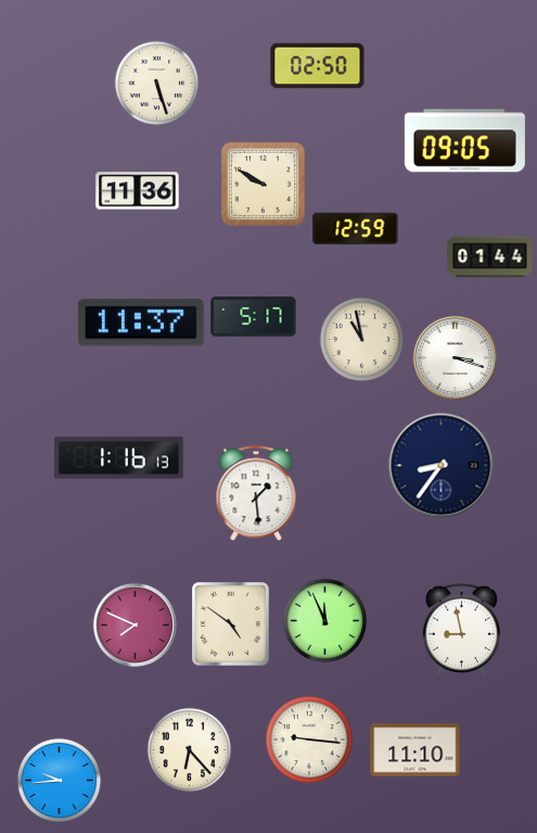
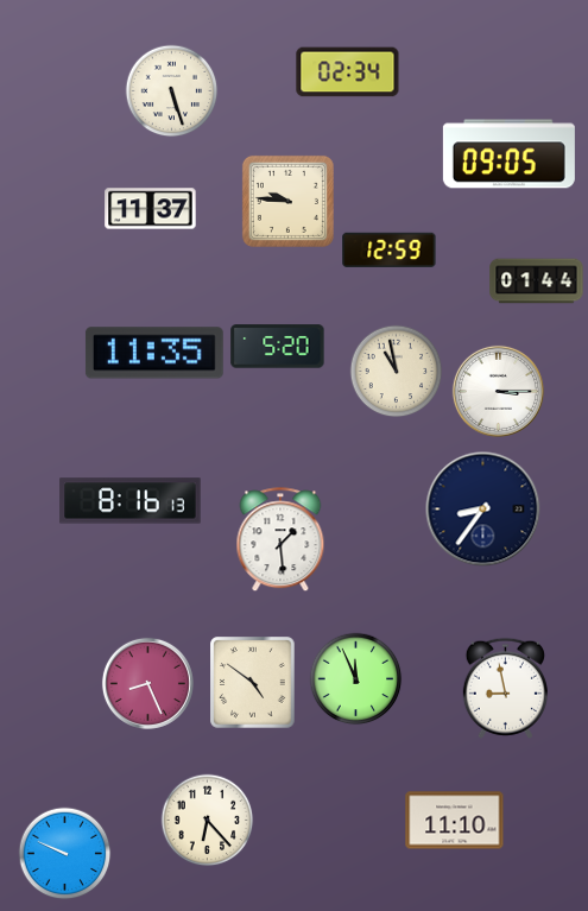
clock at (318, 66): 02:50 -> 02:34
clock at (263, 184): 9:50 -> 9:46
clock at (138, 191): 11:36 -> 11:37
clock at (254, 317): 5:17 -> 5:20
clock at (141, 323): 11:37 -> 11:35
clock at (455, 357): 3:18 -> 3:15
clock at (119, 458): 1:16 -> 8:16
clock at (135, 624): 7:49 -> 8:26
clock at (309, 740): 9:16 -> none
clock at (59, 780): 9:44 -> 9:49
